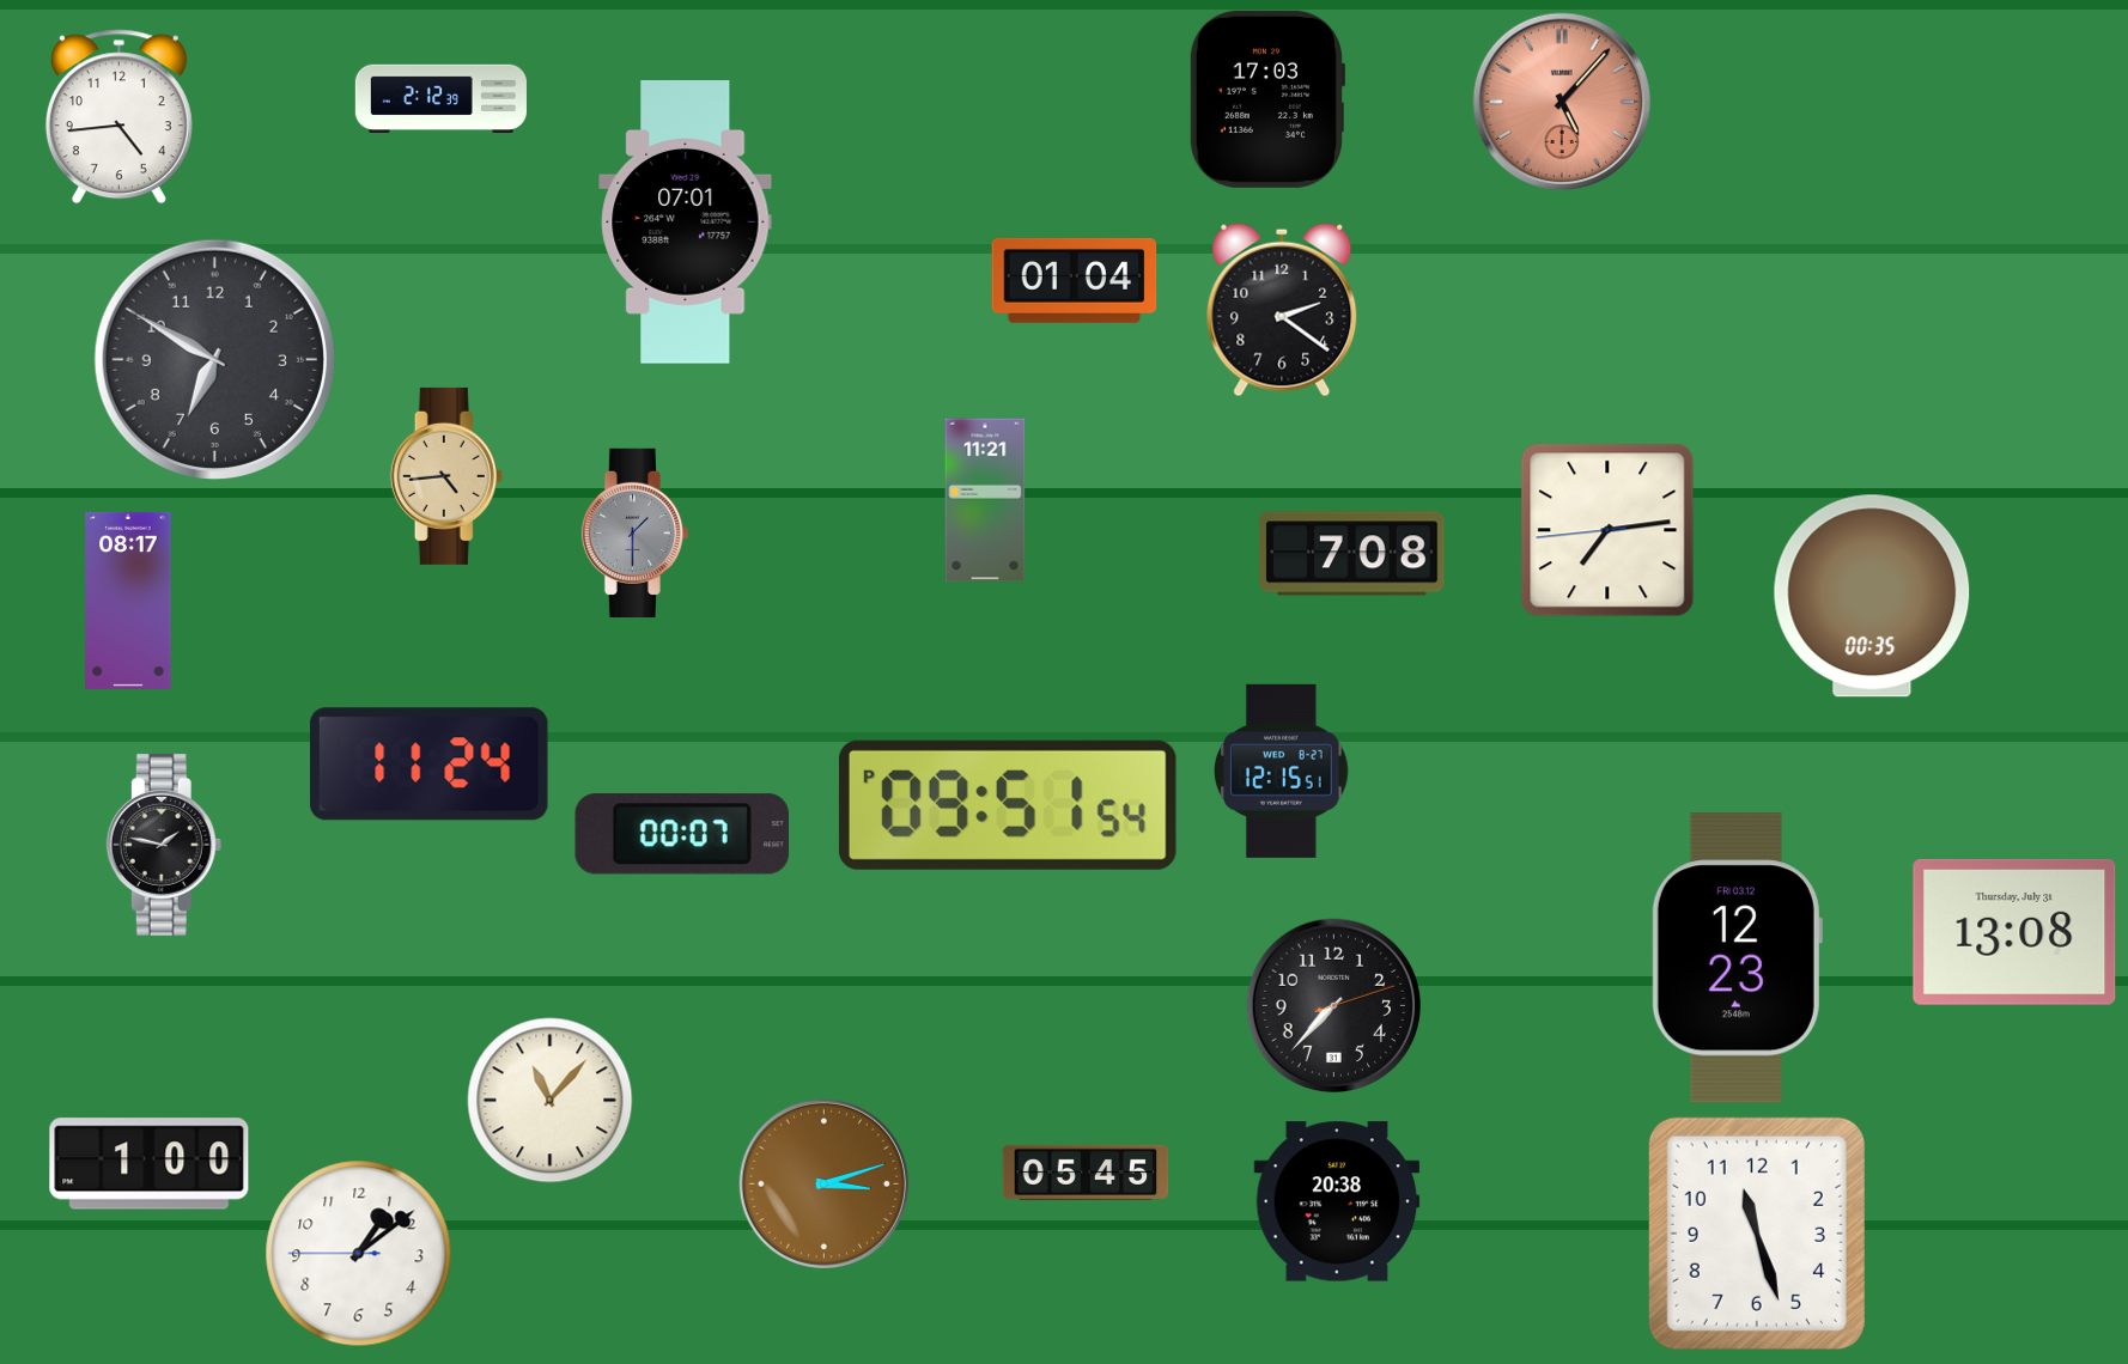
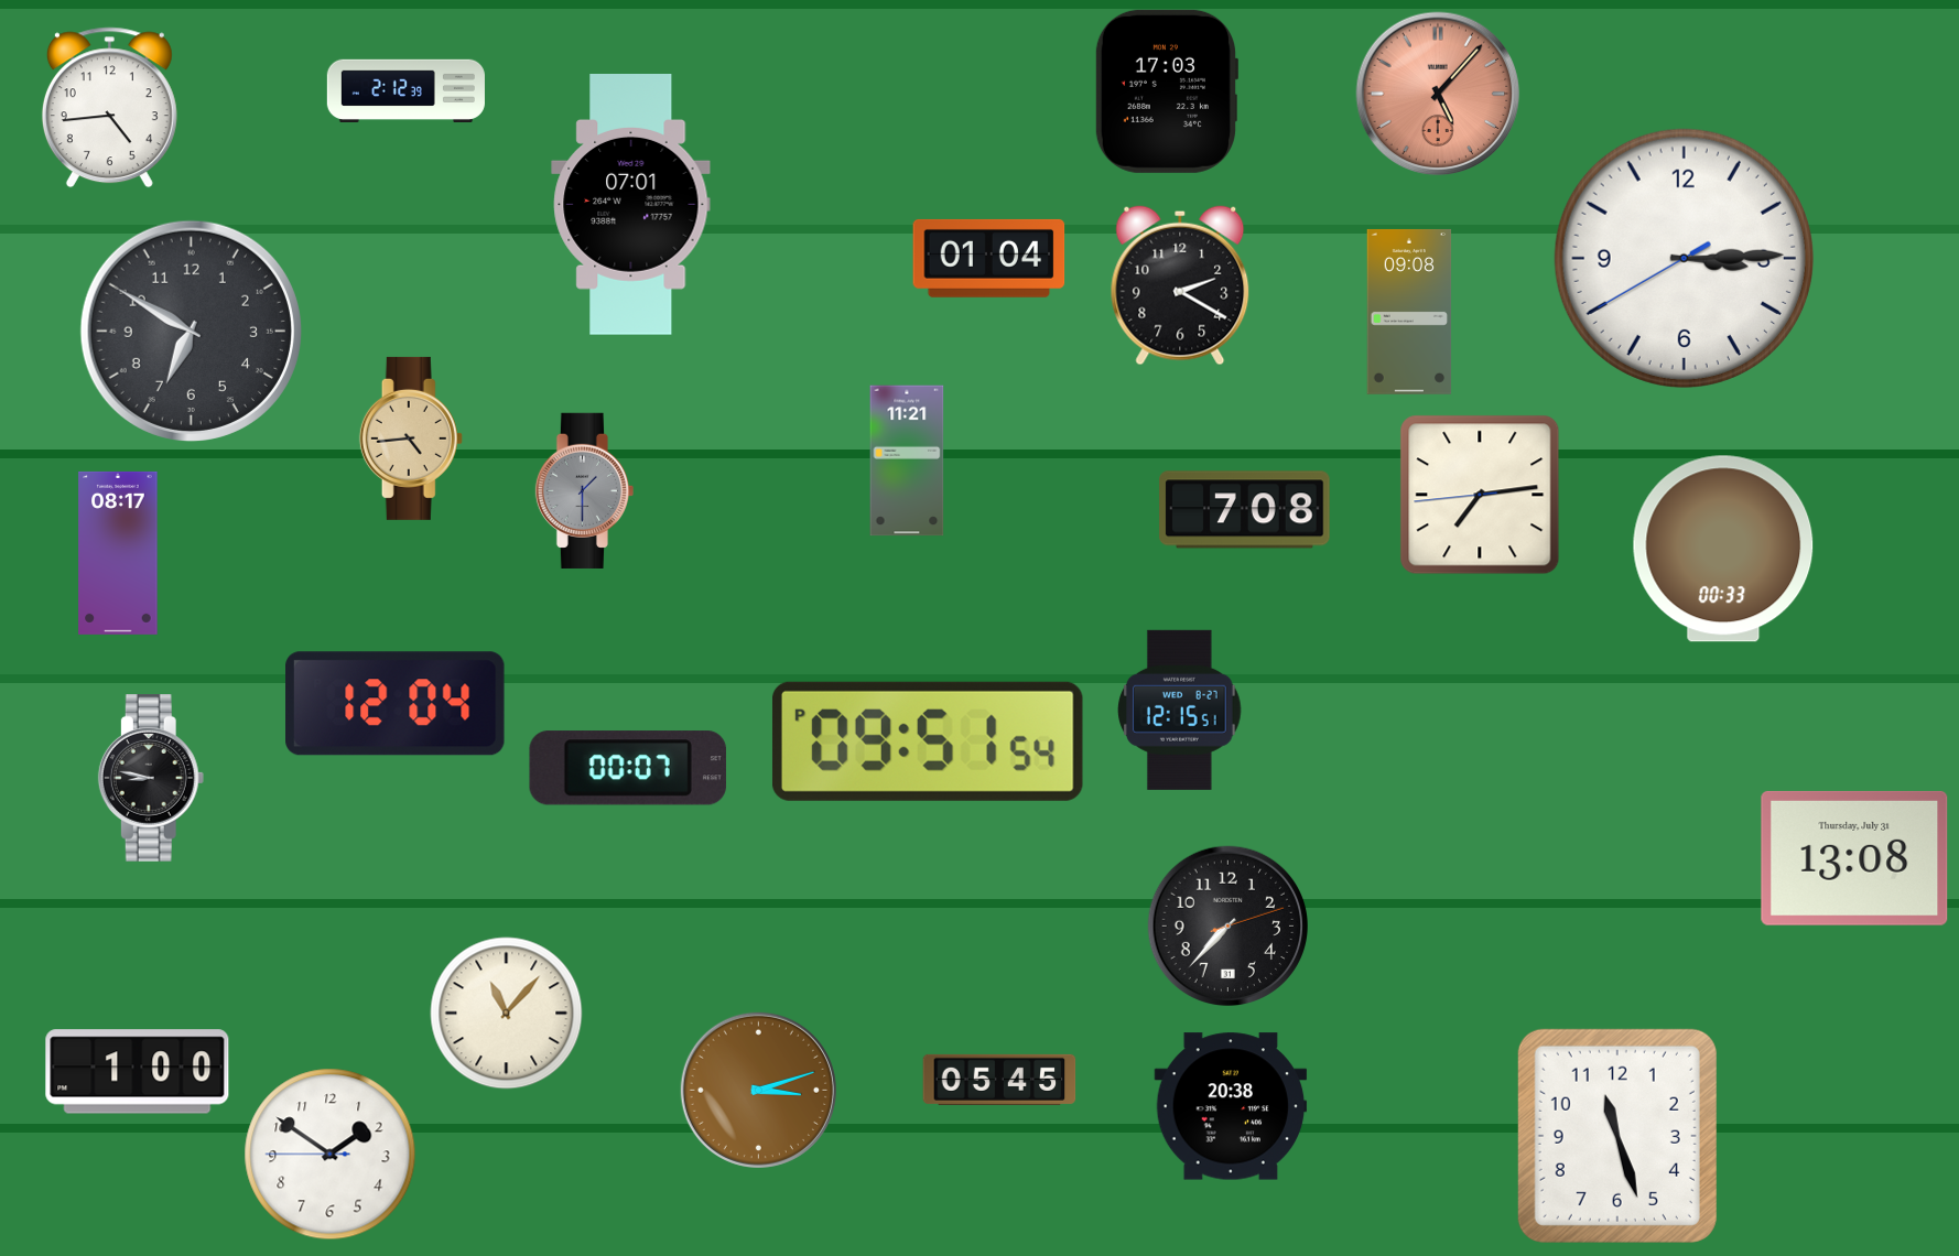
clock at (1684, 258): none -> 3:14
clock at (1282, 310): 2:21 -> 2:20
clock at (1409, 312): none -> 09:08
clock at (214, 359) position: (214, 359) -> (191, 331)
clock at (1607, 530) position: (1607, 530) -> (1480, 495)
clock at (1872, 596): 00:35 -> 00:33
clock at (430, 765): 11:24 -> 12:04
clock at (164, 846): 1:47 -> 8:47
clock at (1737, 958): 12:23 -> none
clock at (359, 1254): 1:08 -> 1:50
